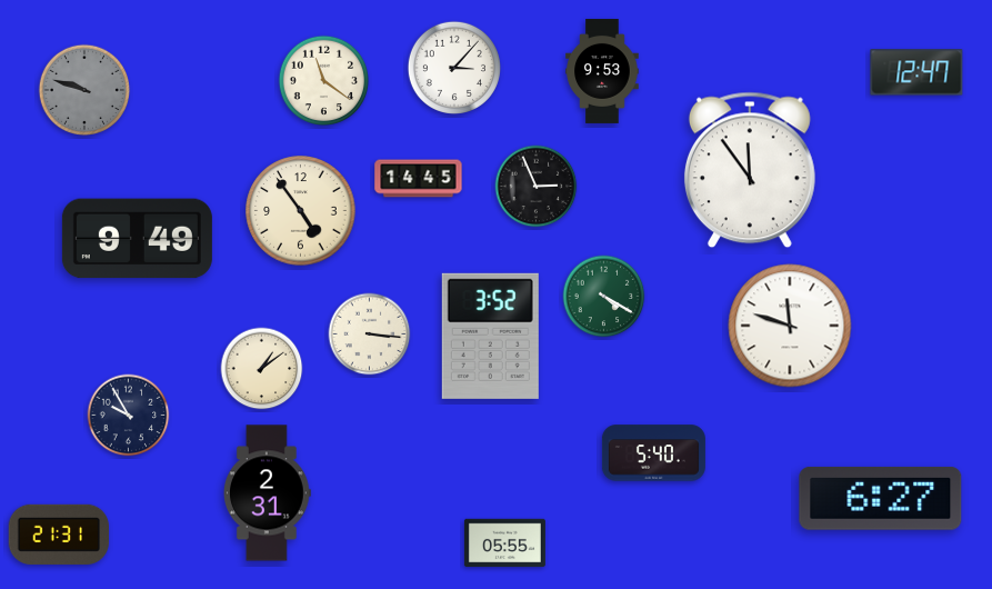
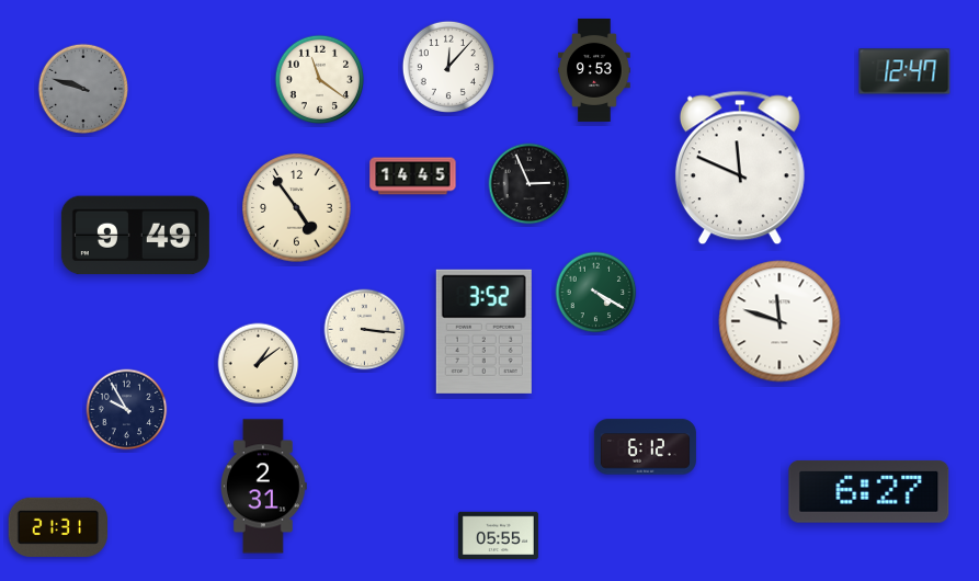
clock at (453, 67): 3:07 -> 12:07
clock at (750, 170): 11:54 -> 11:49
clock at (653, 453): 5:40 -> 6:12
